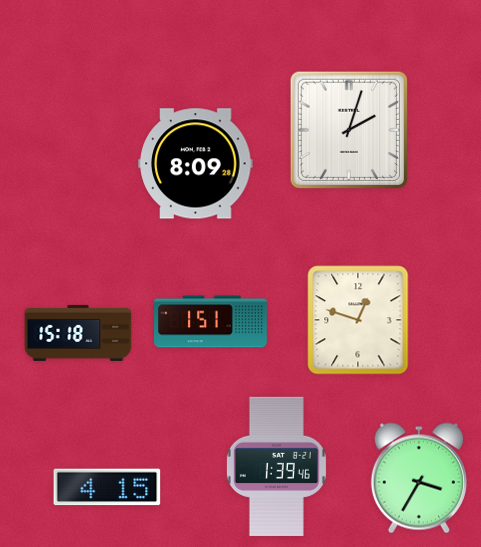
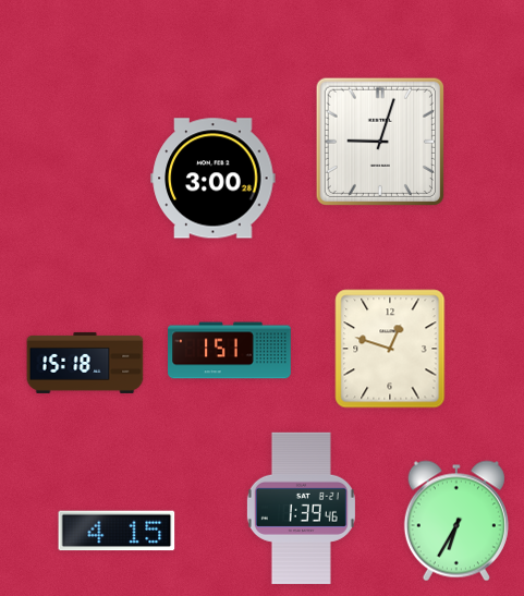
clock at (348, 129): 2:03 -> 9:03
clock at (196, 164): 8:09 -> 3:00
clock at (419, 478): 3:35 -> 6:35
